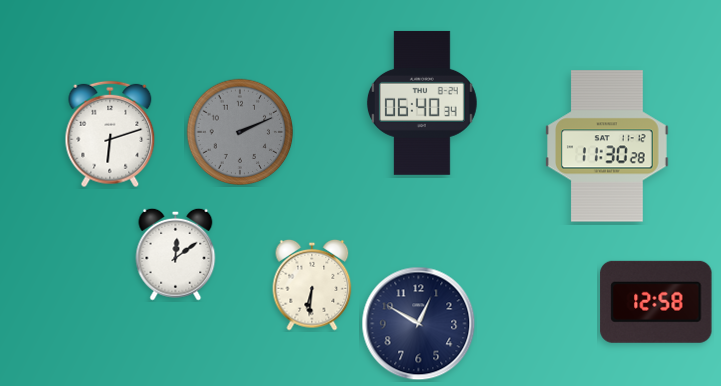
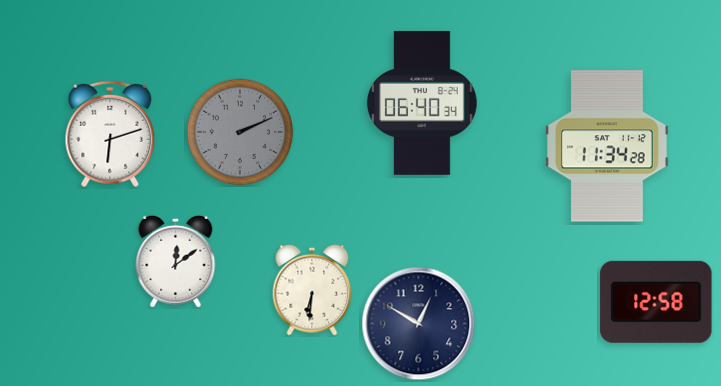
clock at (608, 146): 11:30 -> 11:34
clock at (176, 254) position: (176, 254) -> (176, 261)
clock at (312, 285) position: (312, 285) -> (312, 290)
